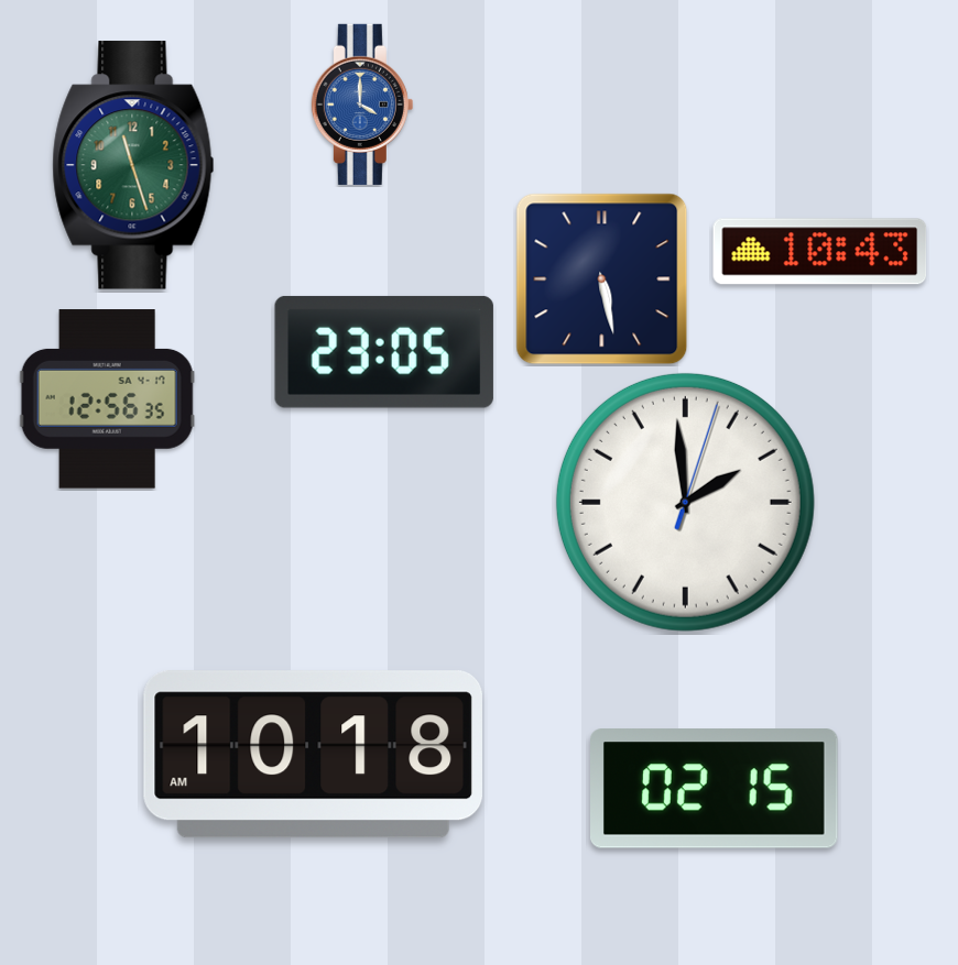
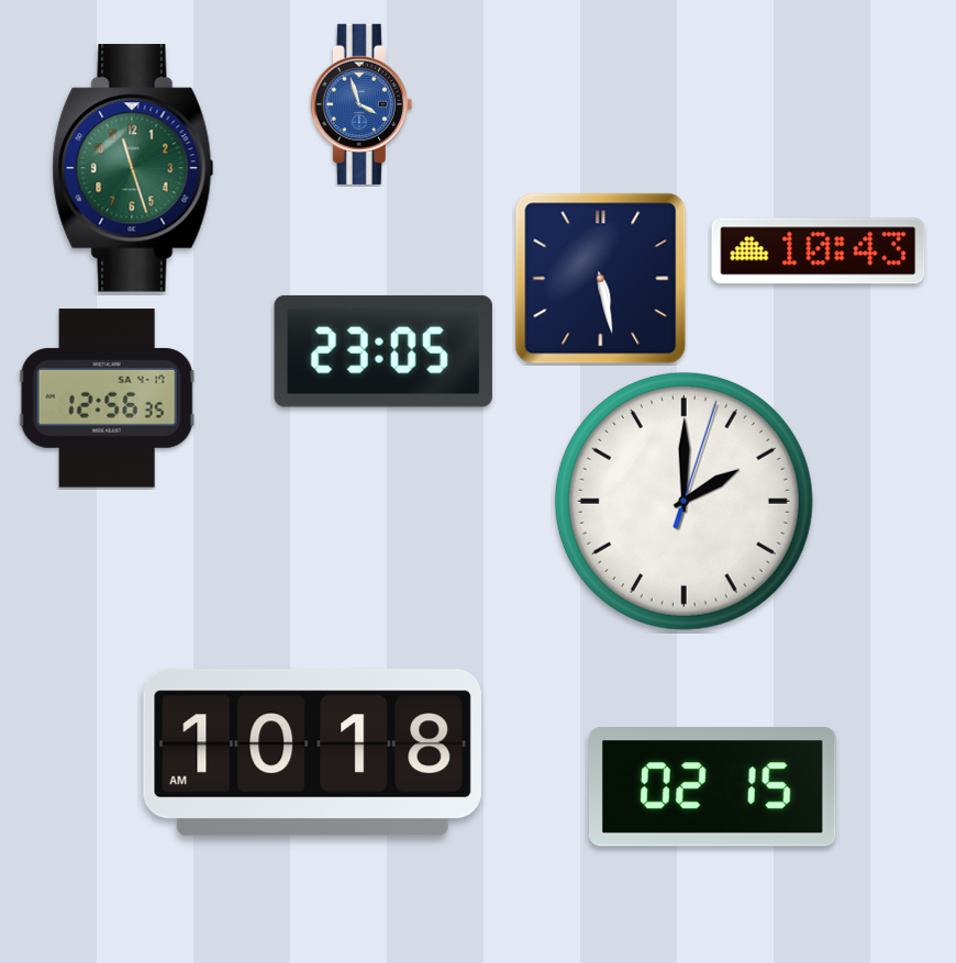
clock at (362, 105): 4:00 -> 3:57
clock at (133, 165) position: (133, 165) -> (133, 168)
clock at (685, 502): 1:59 -> 2:00
